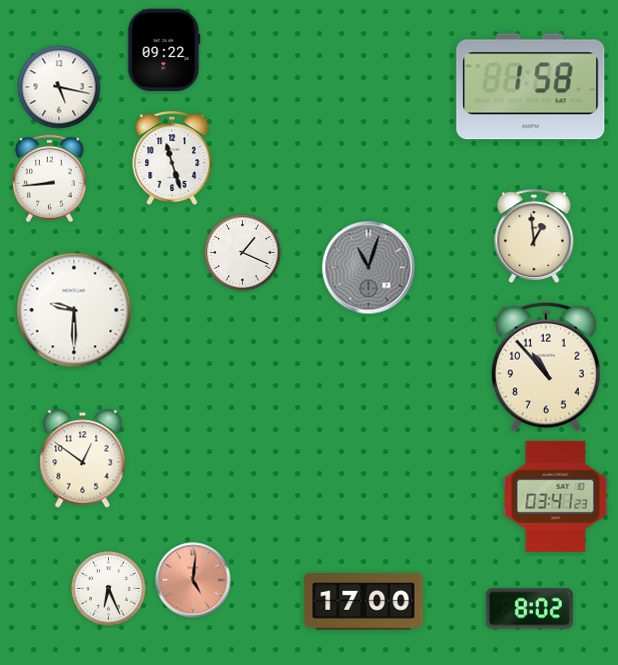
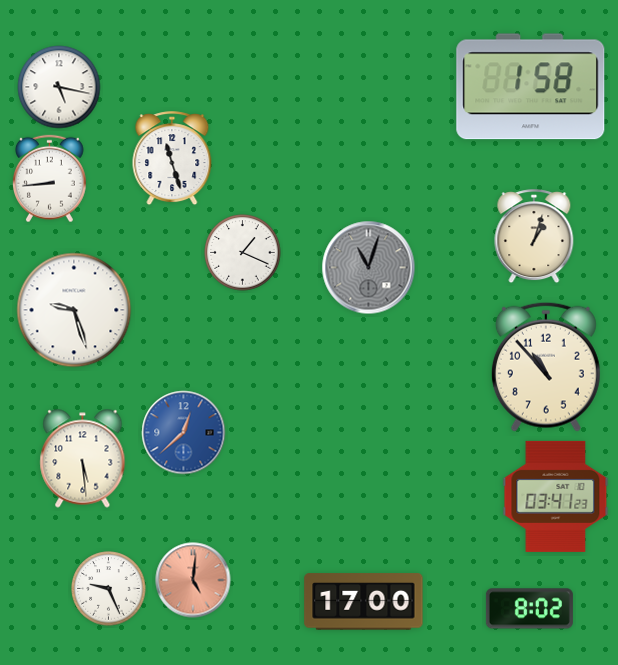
clock at (164, 50): 09:22 -> none
clock at (534, 237): 12:59 -> 1:03
clock at (74, 310): 9:30 -> 9:27
clock at (184, 433): none -> 12:38
clock at (83, 459): 12:51 -> 5:29
clock at (109, 589): 6:26 -> 9:26
